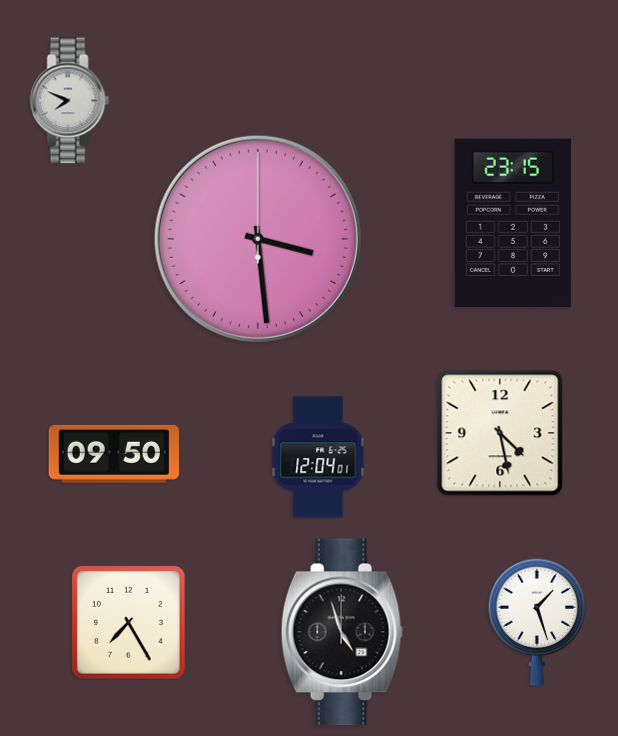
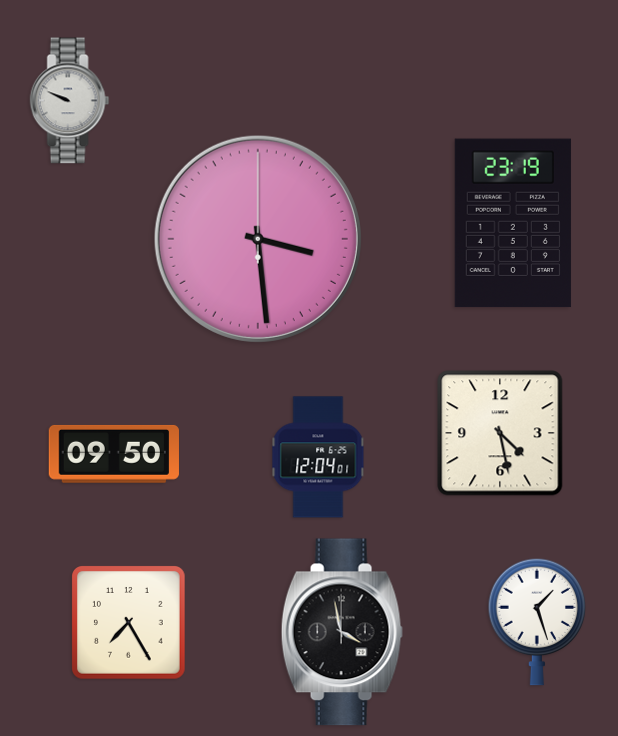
clock at (70, 101): 7:49 -> 9:49
clock at (513, 223): 23:15 -> 23:19
clock at (342, 632): 4:57 -> 3:58
